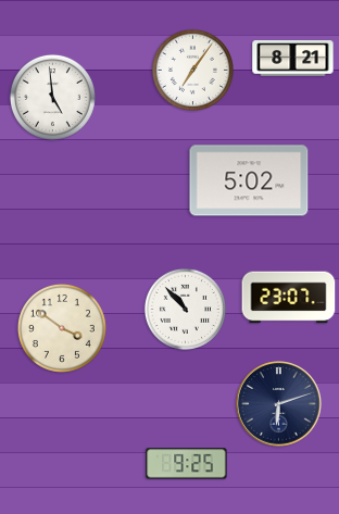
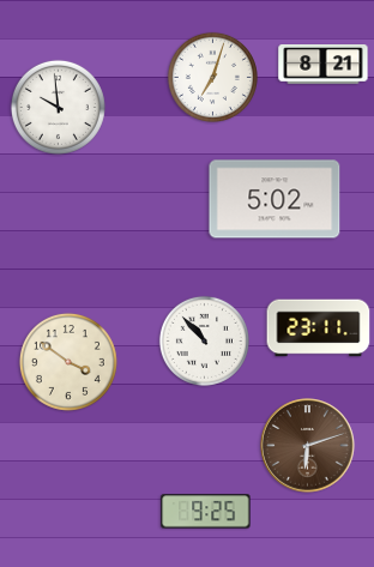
clock at (192, 70): 7:06 -> 7:03
clock at (52, 97): 4:59 -> 9:59
clock at (289, 298): 23:07 -> 23:11
clock at (279, 404) dial: navy -> brown
